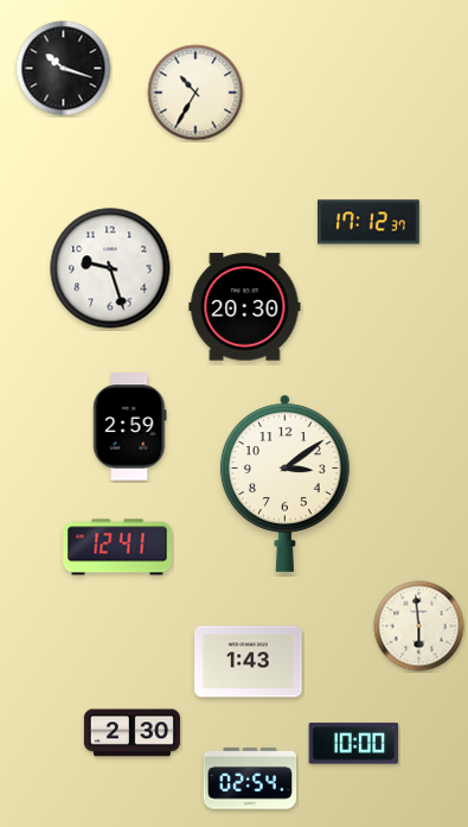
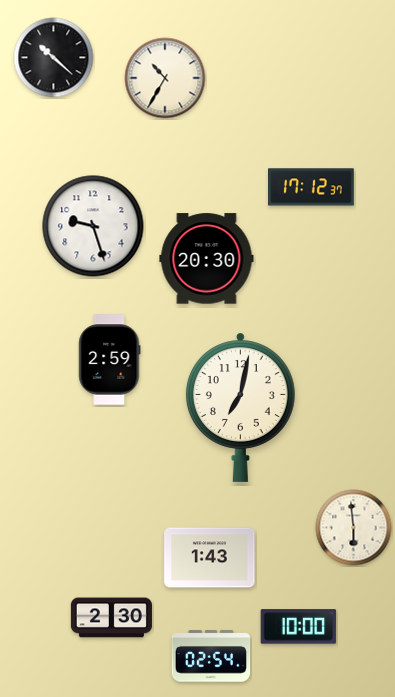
clock at (64, 69): 10:18 -> 10:22
clock at (284, 483): 3:09 -> 7:02
clock at (117, 547): 12:41 -> none
